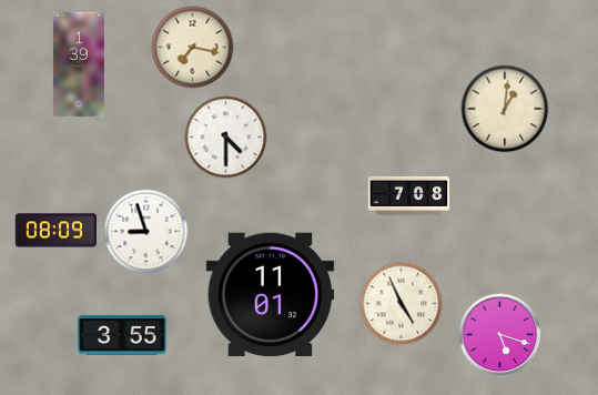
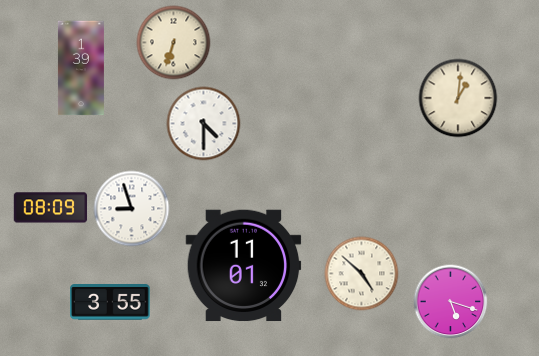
clock at (193, 48): 7:17 -> 6:33
clock at (79, 64) position: (79, 64) -> (81, 68)
clock at (505, 109) position: (505, 109) -> (458, 98)
clock at (409, 195): 7:08 -> none
clock at (402, 304): 4:56 -> 4:52
